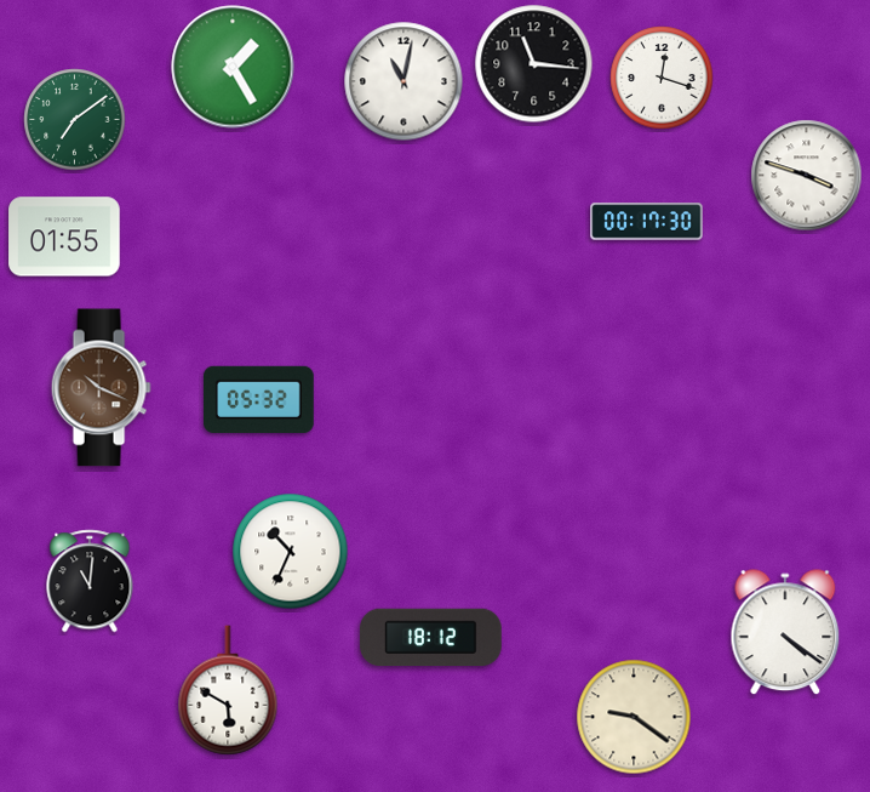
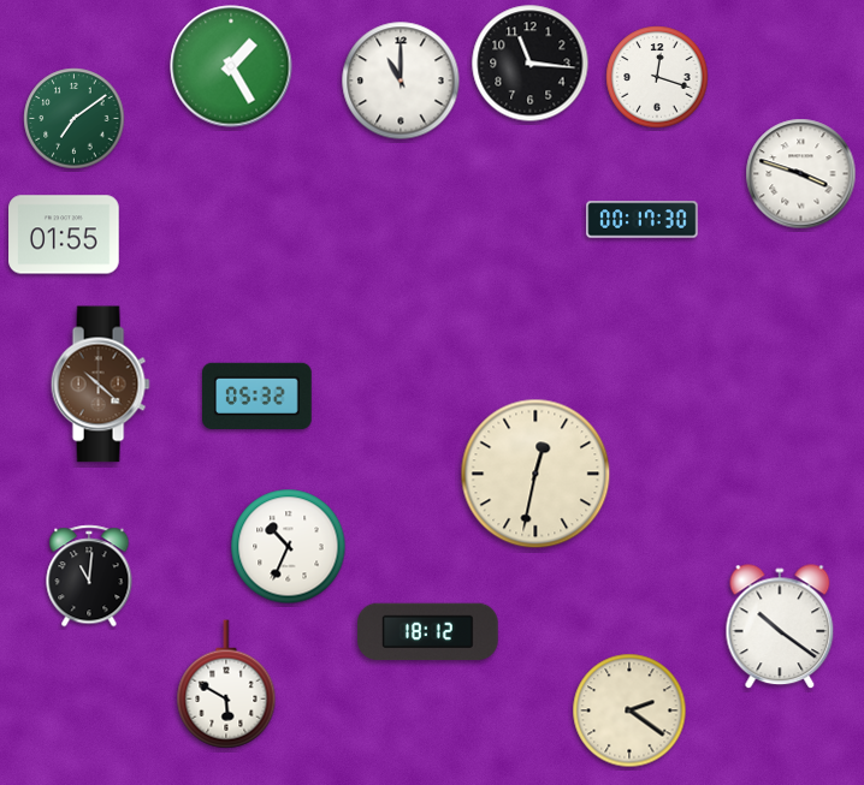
clock at (403, 81): 11:02 -> 11:00
clock at (101, 388): 10:19 -> 10:22
clock at (535, 474): none -> 12:32
clock at (785, 633): 4:21 -> 10:21
clock at (634, 717): 9:21 -> 2:21
